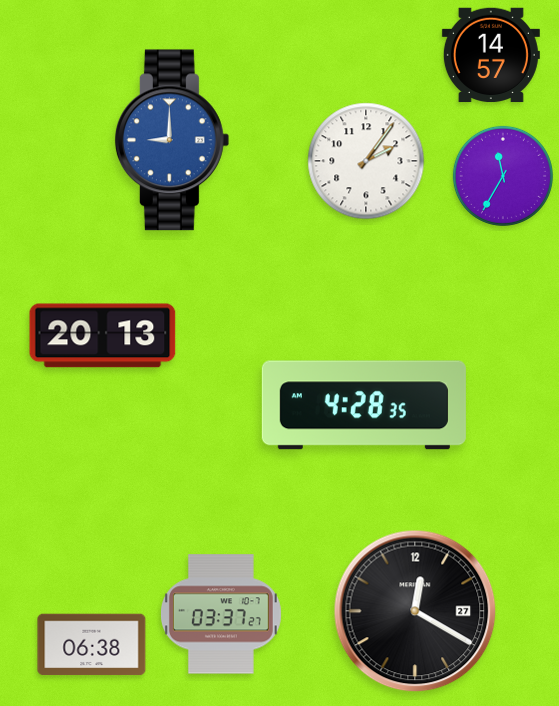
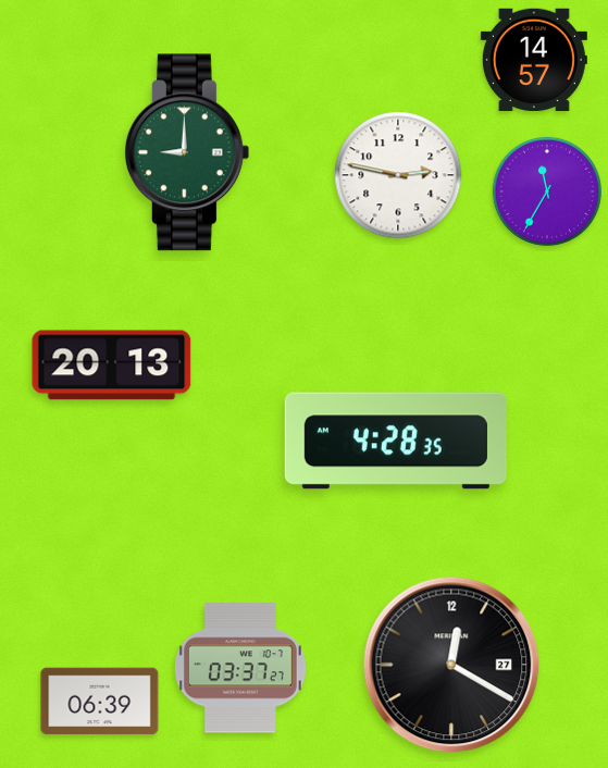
clock at (172, 140) dial: blue -> green
clock at (366, 161): 2:06 -> 2:47
clock at (92, 645): 06:38 -> 06:39
